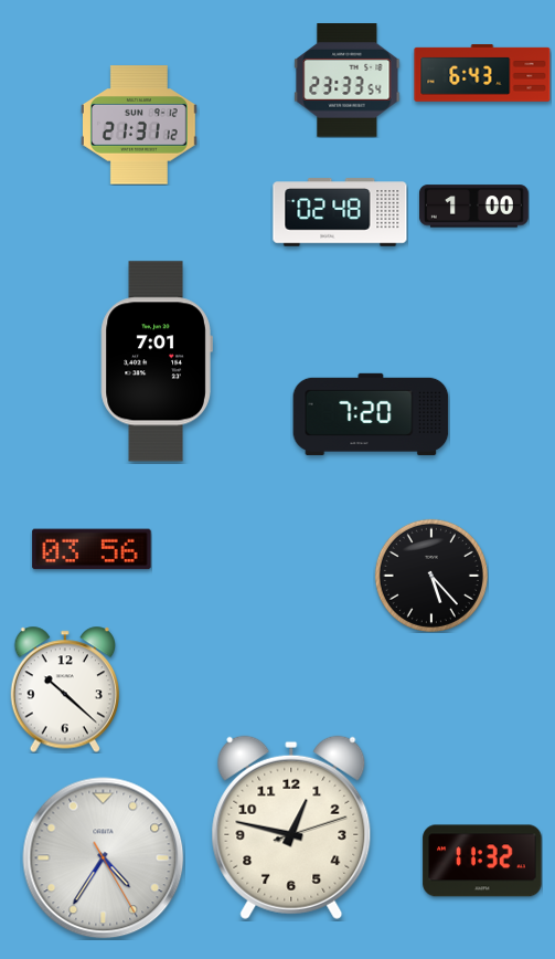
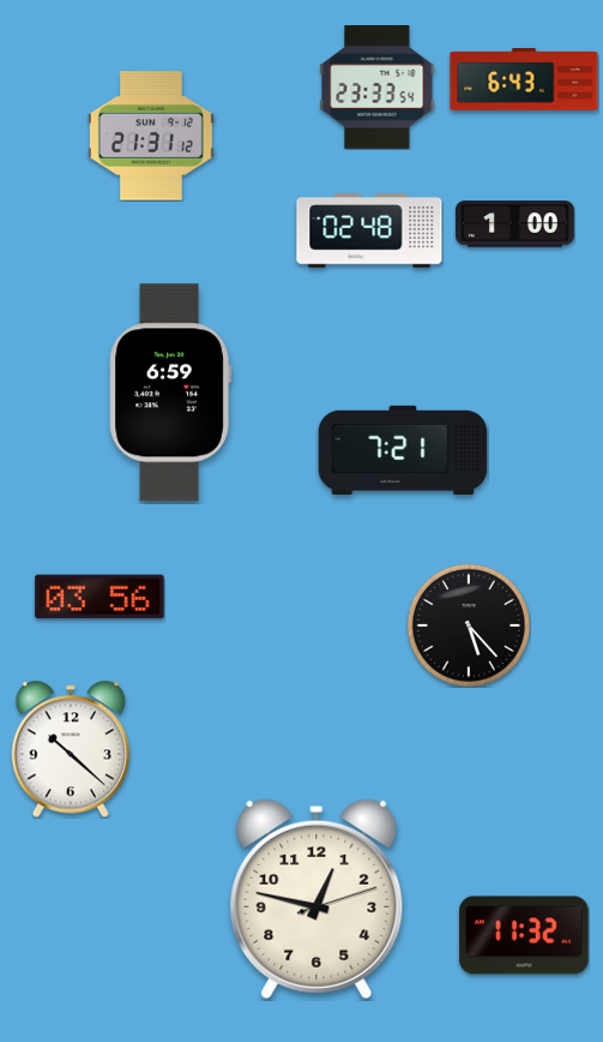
clock at (157, 361): 7:01 -> 6:59
clock at (371, 414): 7:20 -> 7:21
clock at (104, 858): 4:35 -> none
